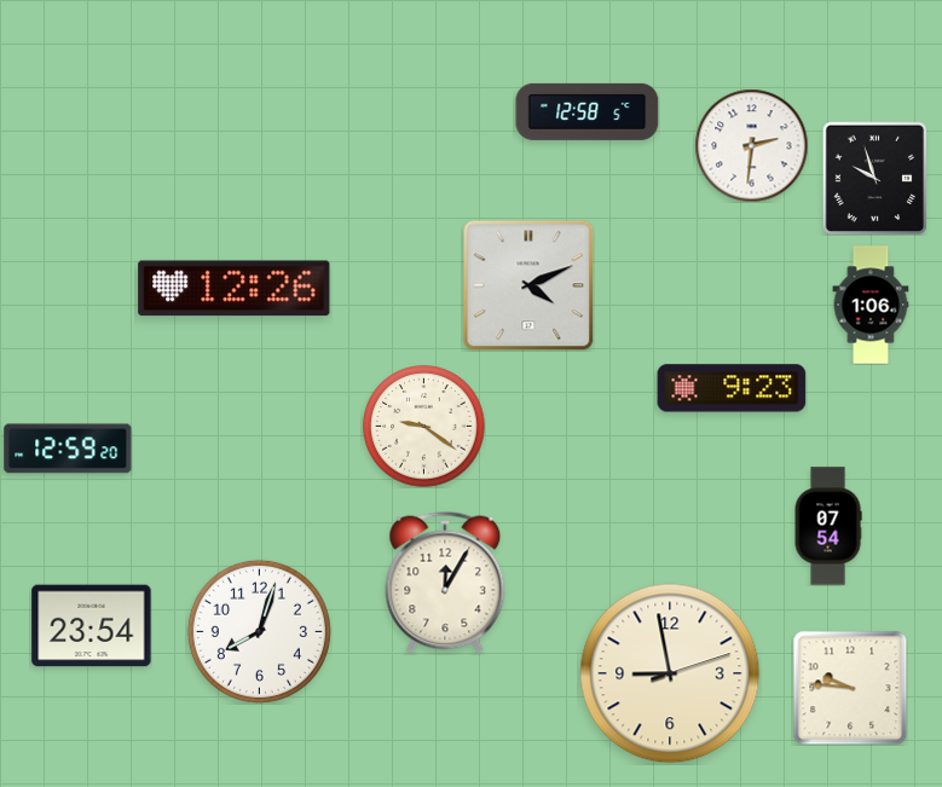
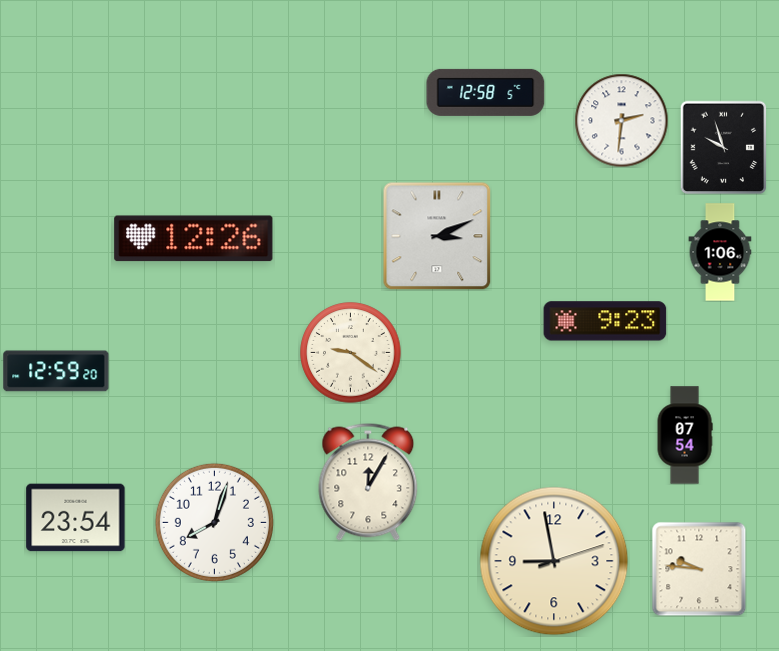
clock at (528, 285): 4:11 -> 3:11
clock at (670, 673) position: (670, 673) -> (554, 561)
clock at (850, 688) position: (850, 688) -> (699, 569)
